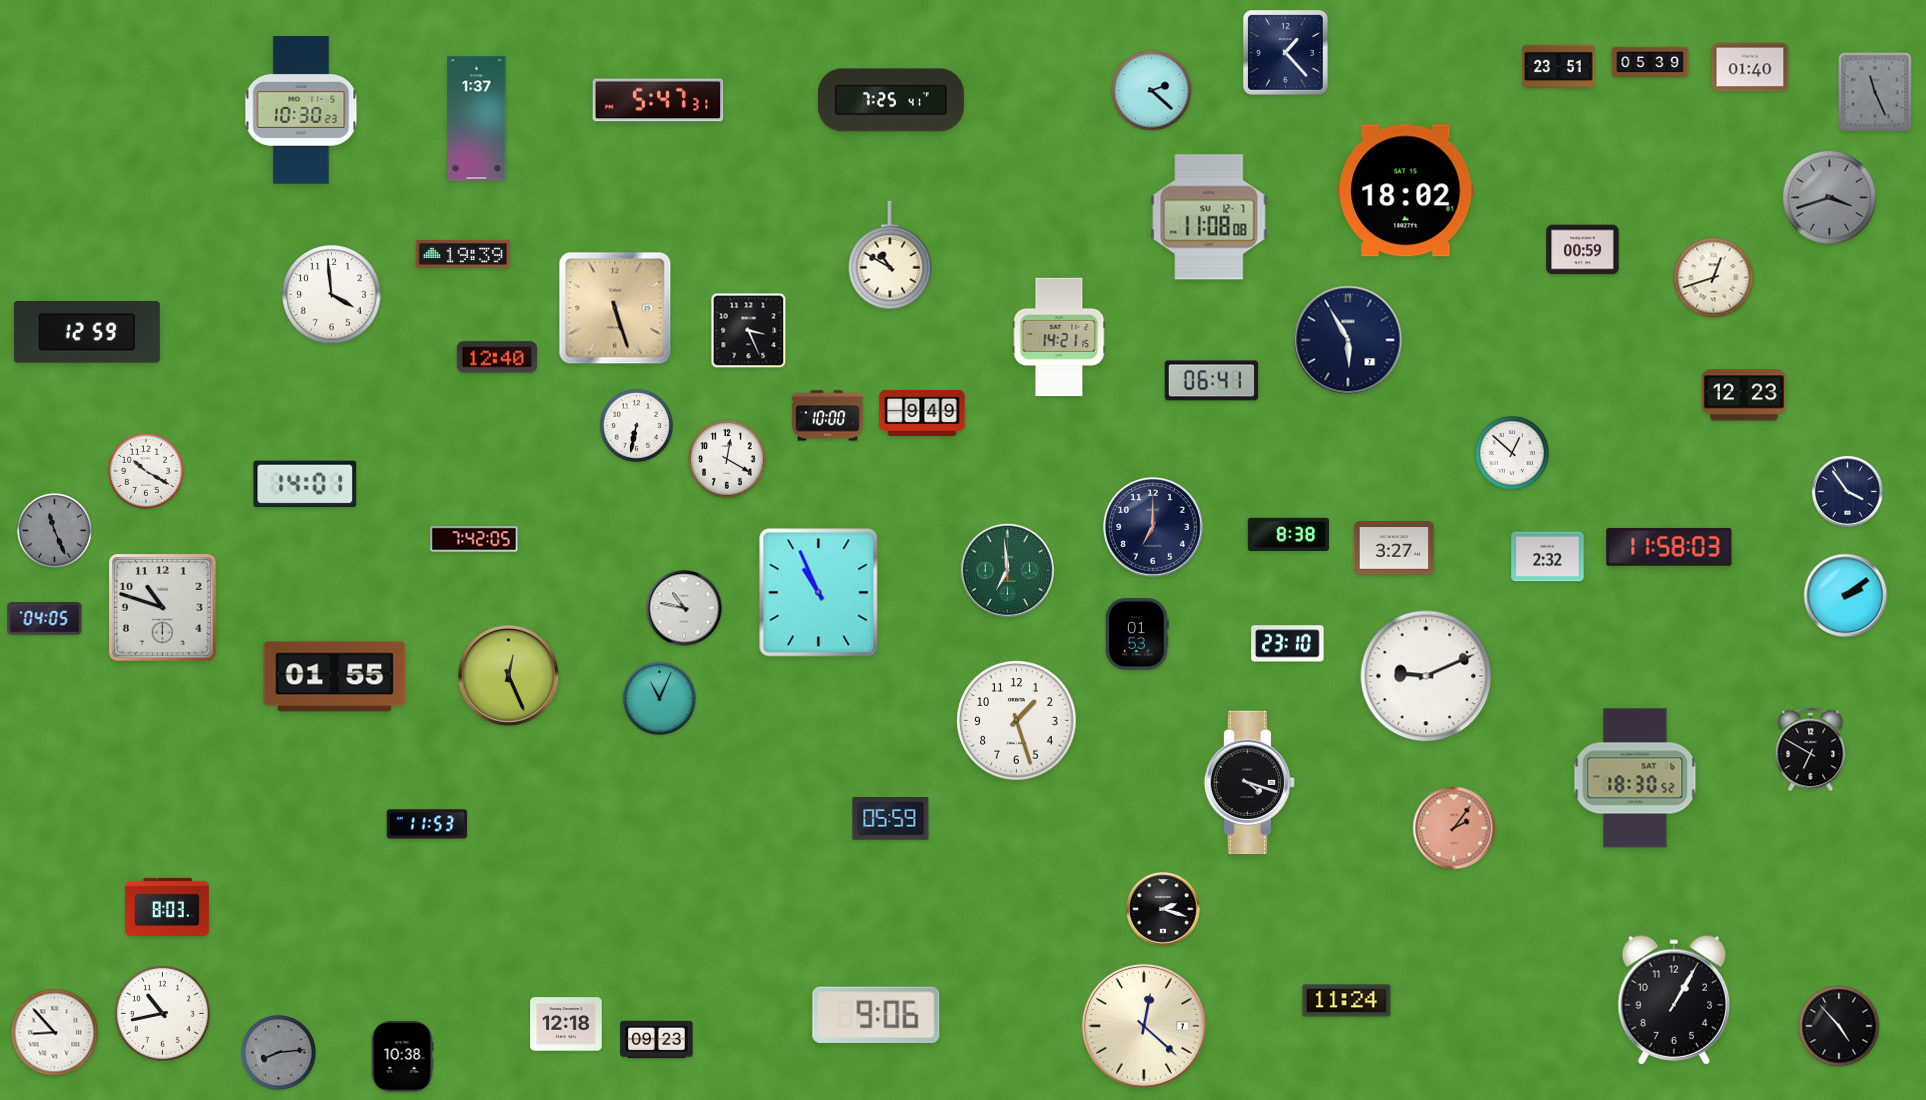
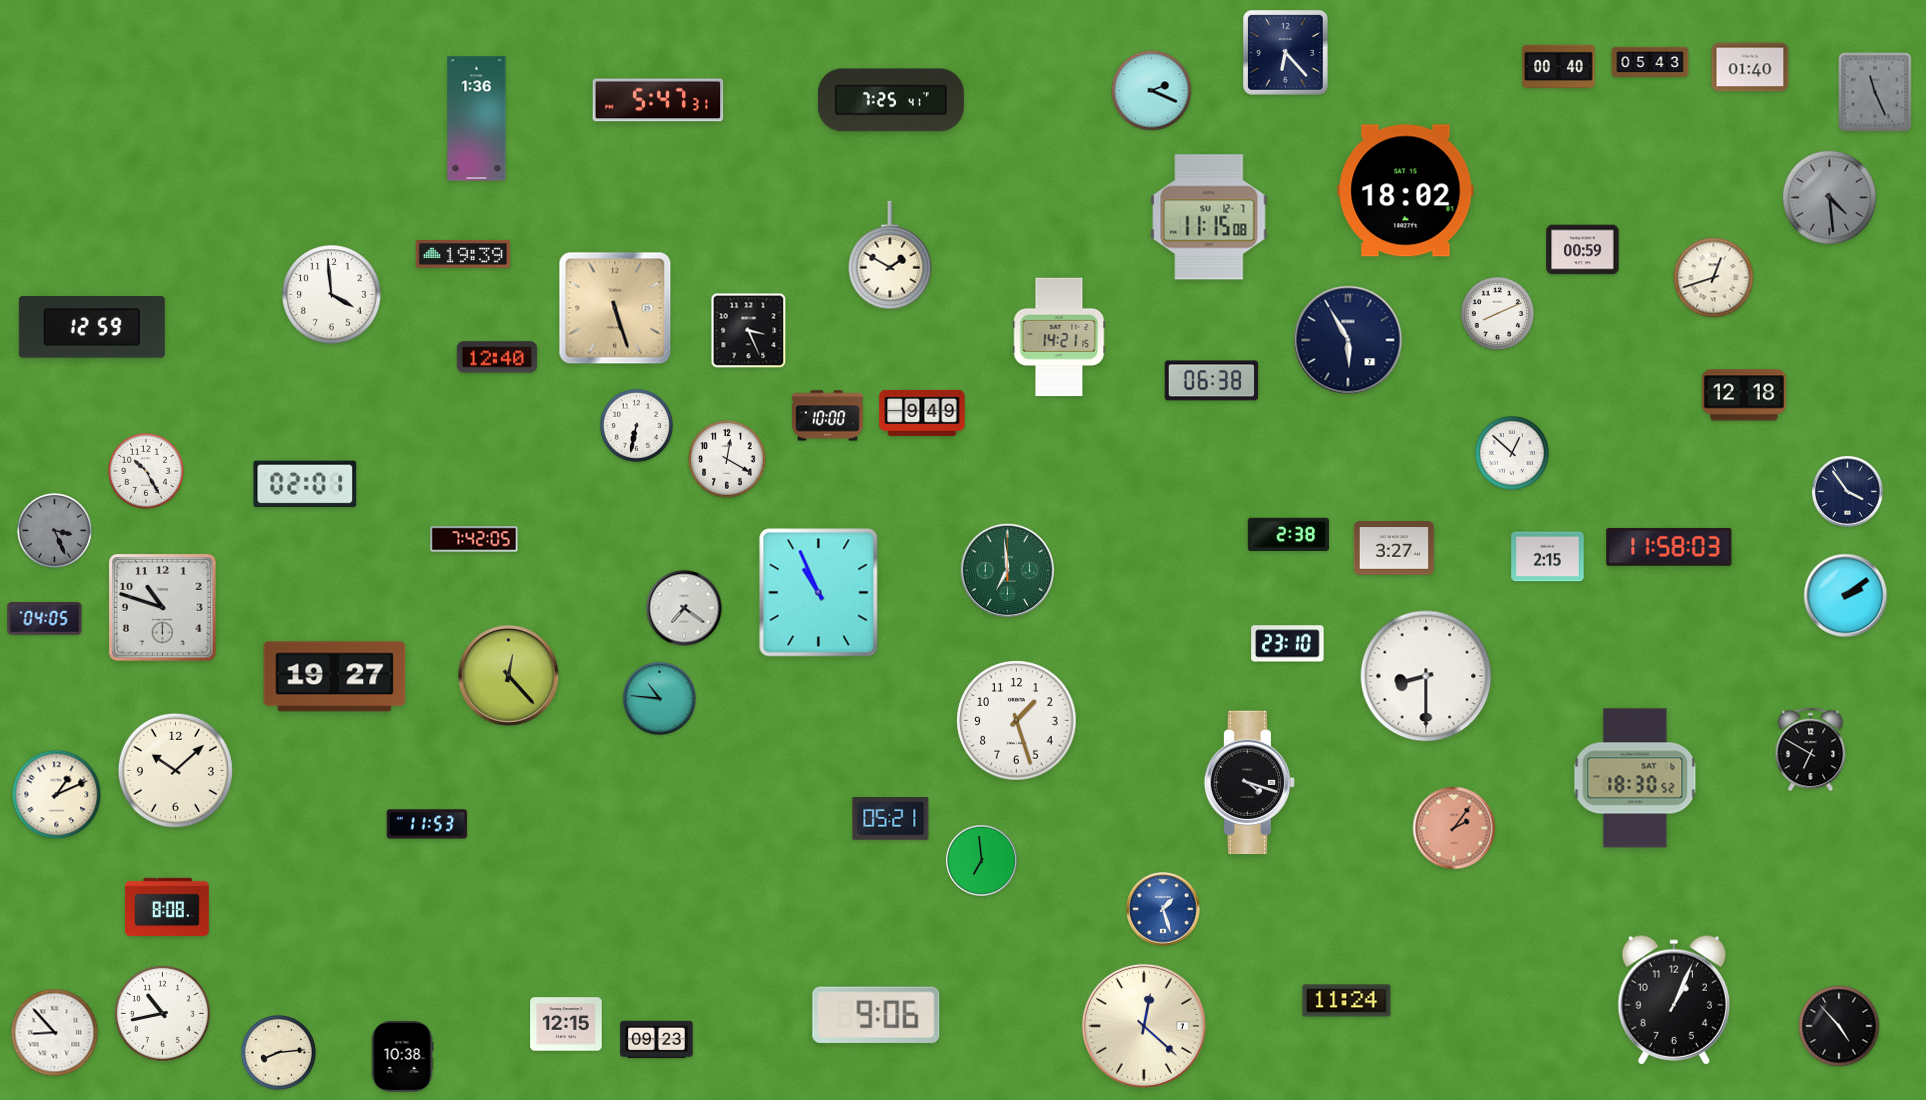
clock at (1286, 53): 1:23 -> 6:23
clock at (1650, 62): 05:39 -> 05:43
clock at (1559, 67): 23:51 -> 00:40
clock at (1152, 91): 2:22 -> 2:19
clock at (301, 110): 10:30 -> none
clock at (477, 119): 1:37 -> 1:36
clock at (1829, 197): 3:42 -> 4:29
clock at (1209, 217): 11:08 -> 11:15
clock at (890, 255): 10:50 -> 1:50
clock at (1497, 313): none -> 8:11
clock at (87, 333) position: (87, 333) -> (92, 328)
clock at (1212, 381): 06:41 -> 06:38
clock at (1745, 395): 12:23 -> 12:18
clock at (146, 471): 10:20 -> 10:25
clock at (305, 484): 14:01 -> 02:01
clock at (1153, 527): 7:00 -> none
clock at (54, 530): 11:26 -> 3:26
clock at (1288, 534): 8:38 -> 2:38
clock at (1548, 557): 2:32 -> 2:15
clock at (684, 608): 10:47 -> 7:21
clock at (1137, 634): 01:53 -> none
clock at (509, 676): 12:26 -> 12:23
clock at (1426, 676): 9:11 -> 8:30
clock at (335, 677): 01:55 -> 19:27
clock at (659, 698): 11:04 -> 10:46
clock at (175, 770): none -> 10:08
clock at (57, 795): none -> 1:11
clock at (891, 819): 05:59 -> 05:21
clock at (982, 861): none -> 6:59
clock at (167, 906): 8:03 -> 8:08
clock at (1163, 909): 2:18 -> 1:27
clock at (1163, 909) dial: black -> blue
clock at (1673, 1000): 1:05 -> 1:04
clock at (566, 1024): 12:18 -> 12:15
clock at (278, 1052) dial: grey -> cream
